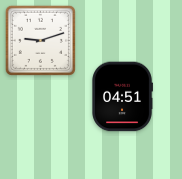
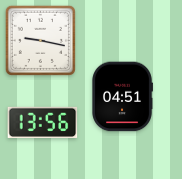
clock at (40, 40): 9:12 -> 9:17
clock at (43, 123): none -> 13:56
